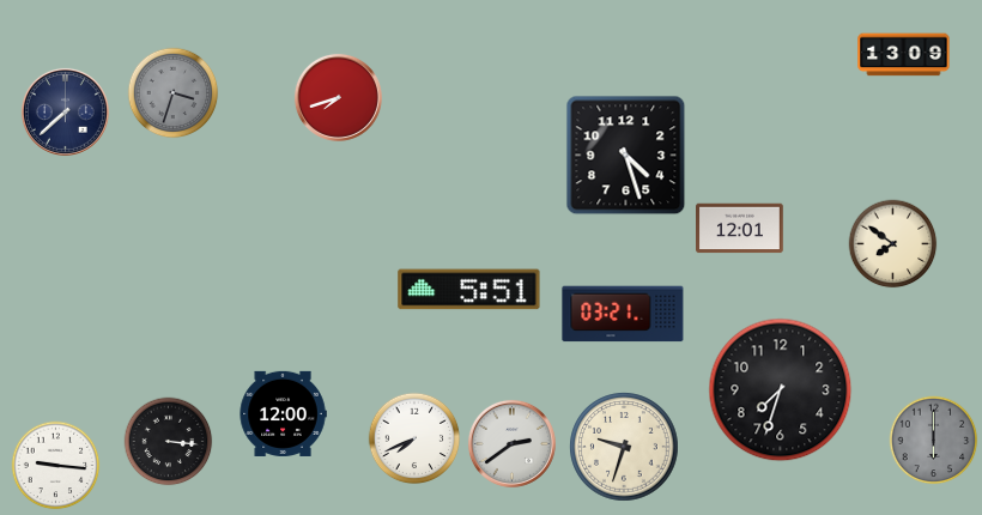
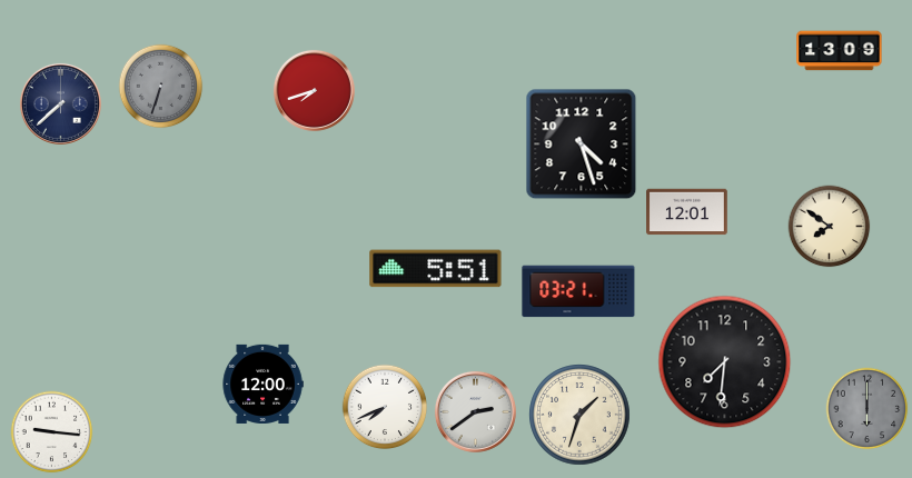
clock at (174, 93): 3:33 -> 6:33
clock at (781, 390): 7:33 -> 7:31
clock at (169, 442): 3:16 -> none
clock at (624, 447): 9:33 -> 1:33
